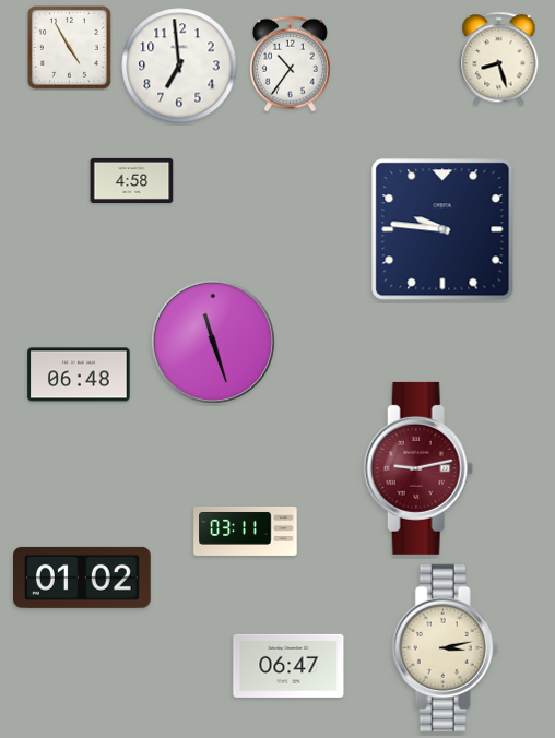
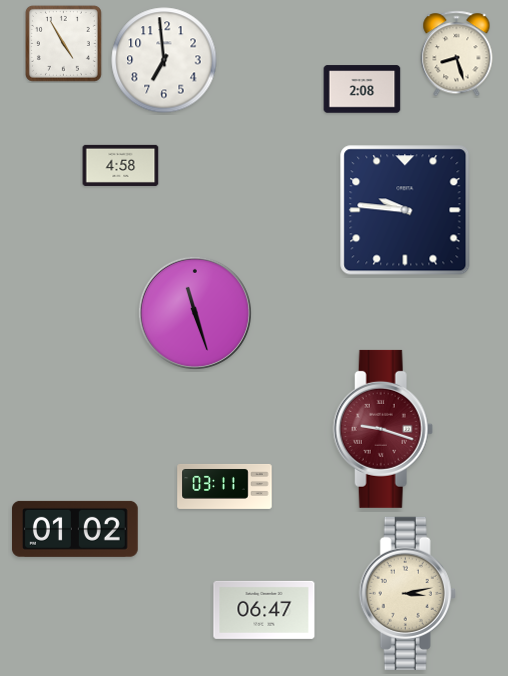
clock at (290, 64): 10:36 -> none
clock at (362, 89): none -> 2:08
clock at (79, 374): 06:48 -> none
clock at (418, 468): 9:13 -> 9:18
